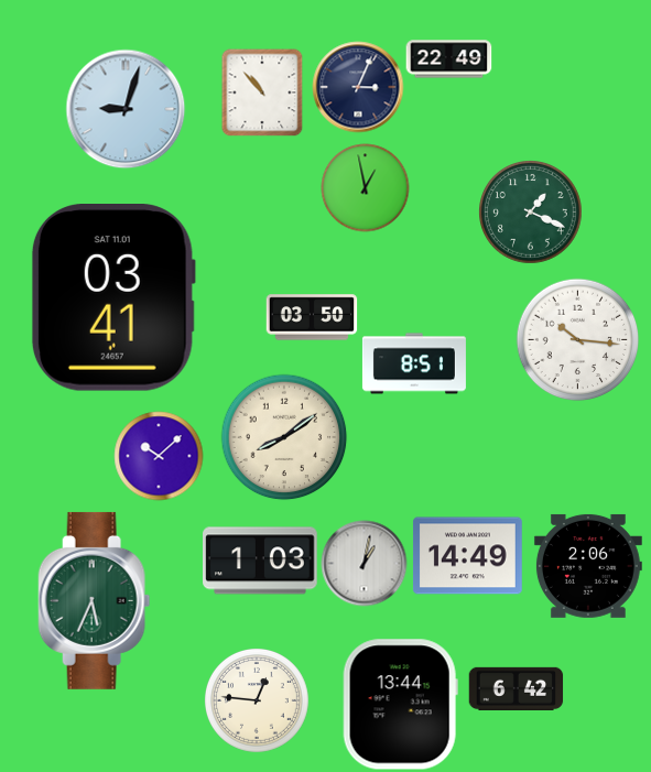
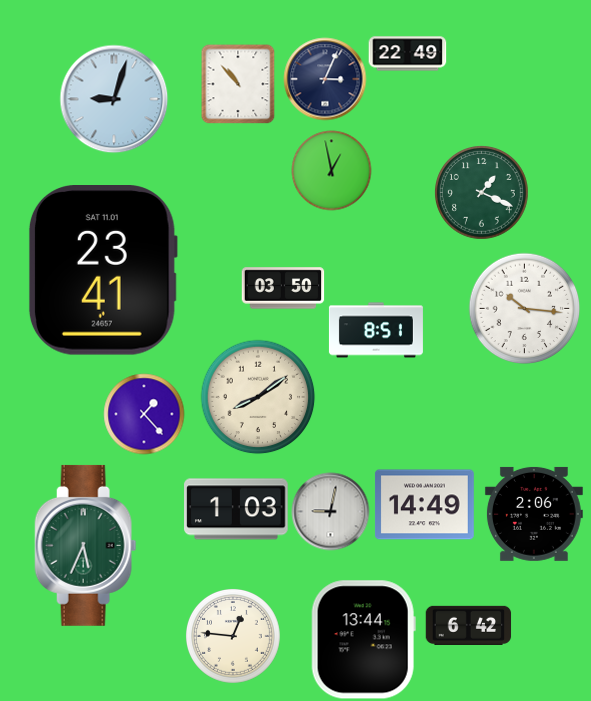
clock at (113, 297): 03:41 -> 23:41
clock at (159, 456): 10:08 -> 1:23
clock at (364, 563): 1:02 -> 9:02
